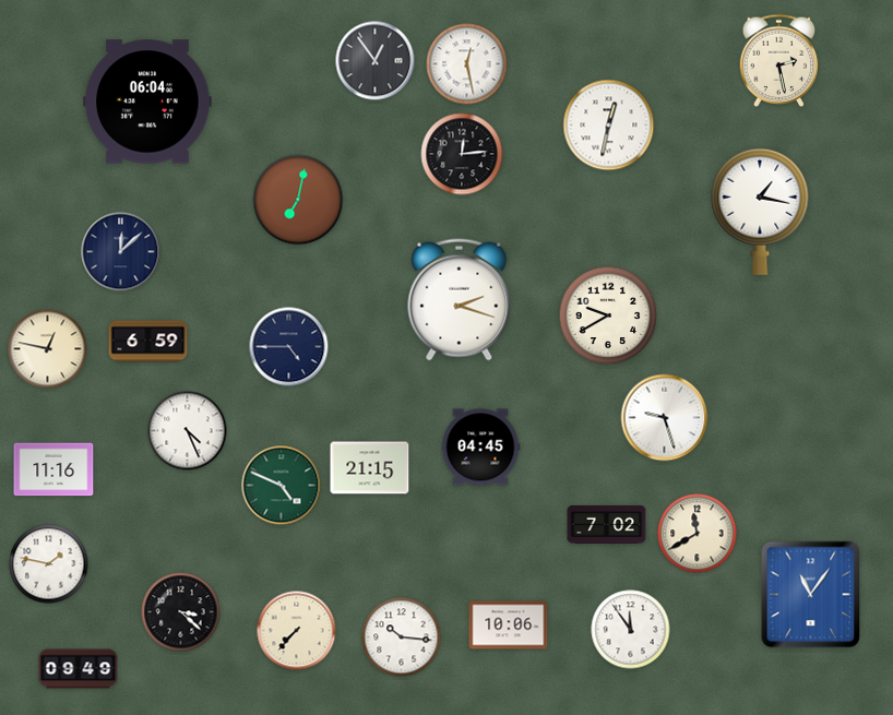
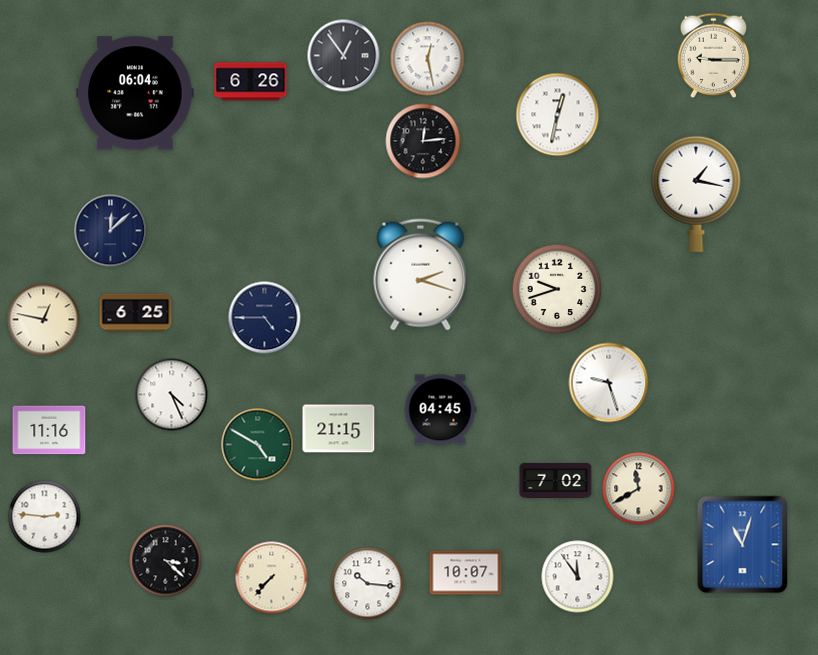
clock at (779, 60): 2:28 -> 9:15
clock at (251, 82): none -> 6:26
clock at (298, 200): 7:02 -> none
clock at (608, 315): 9:40 -> 9:42
clock at (148, 342): 6:59 -> 6:25
clock at (282, 486): 4:49 -> 4:50
clock at (49, 564): 1:47 -> 2:46
clock at (811, 595): 11:06 -> 11:03
clock at (509, 625): 10:06 -> 10:07
clock at (79, 669): 09:49 -> none
